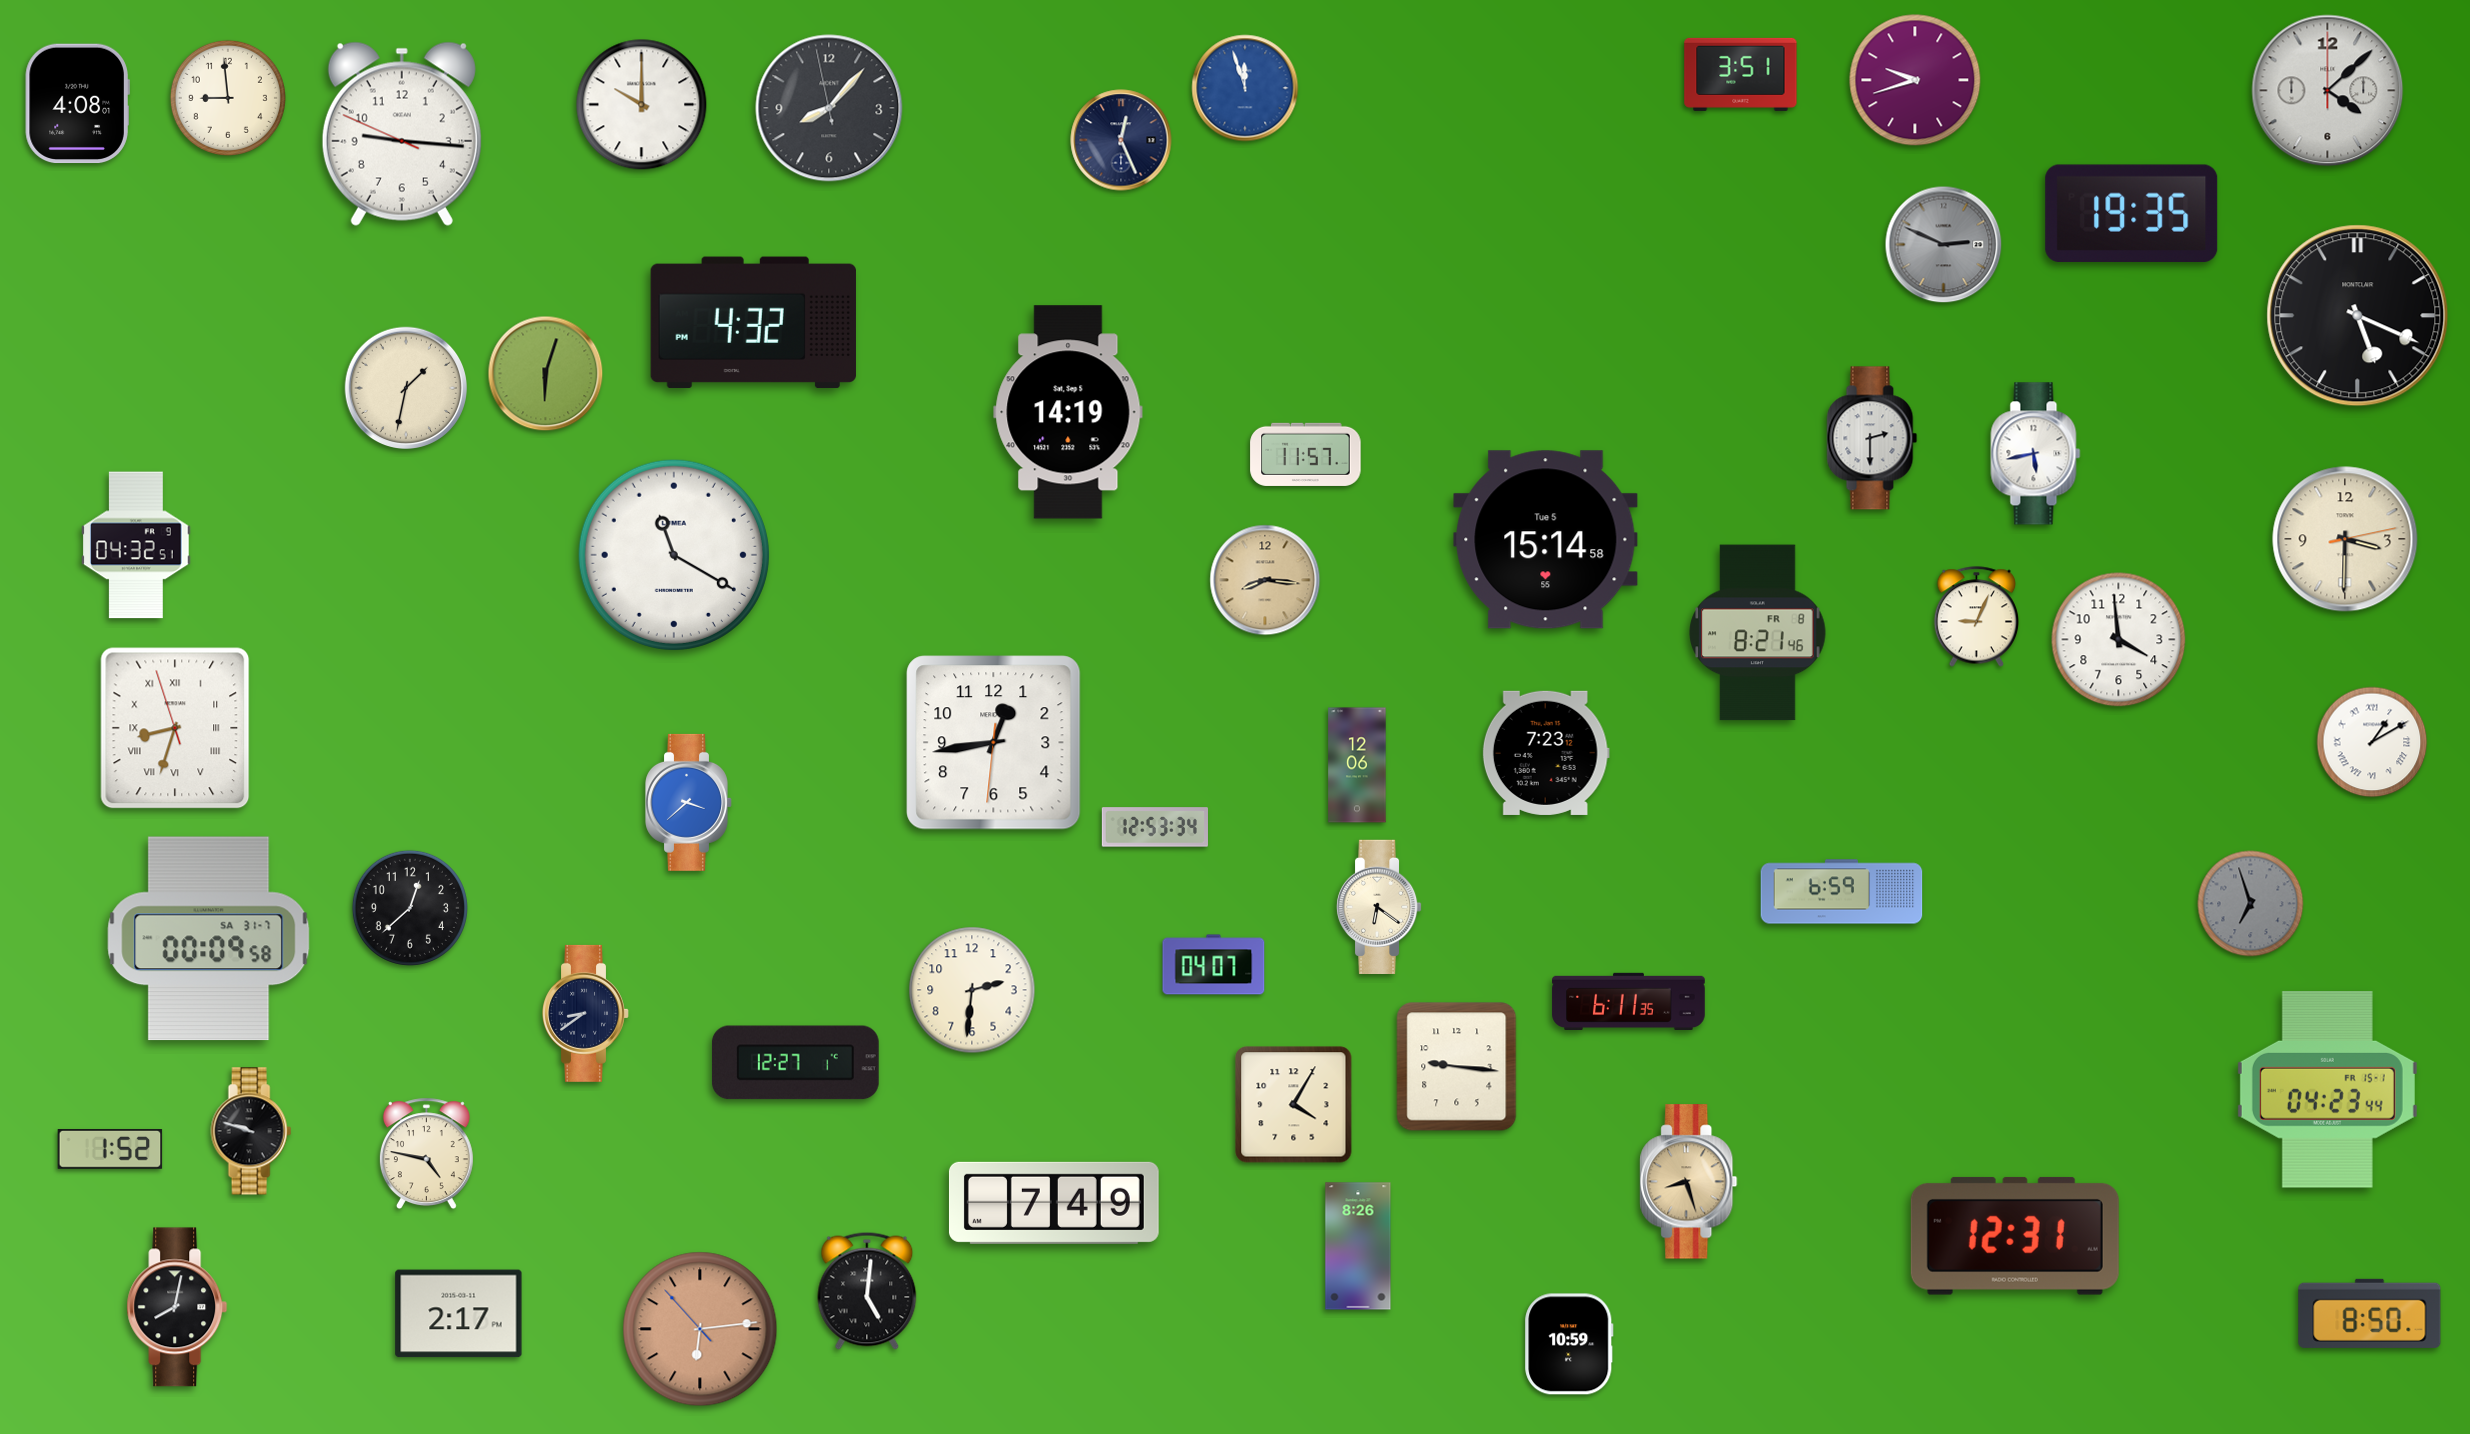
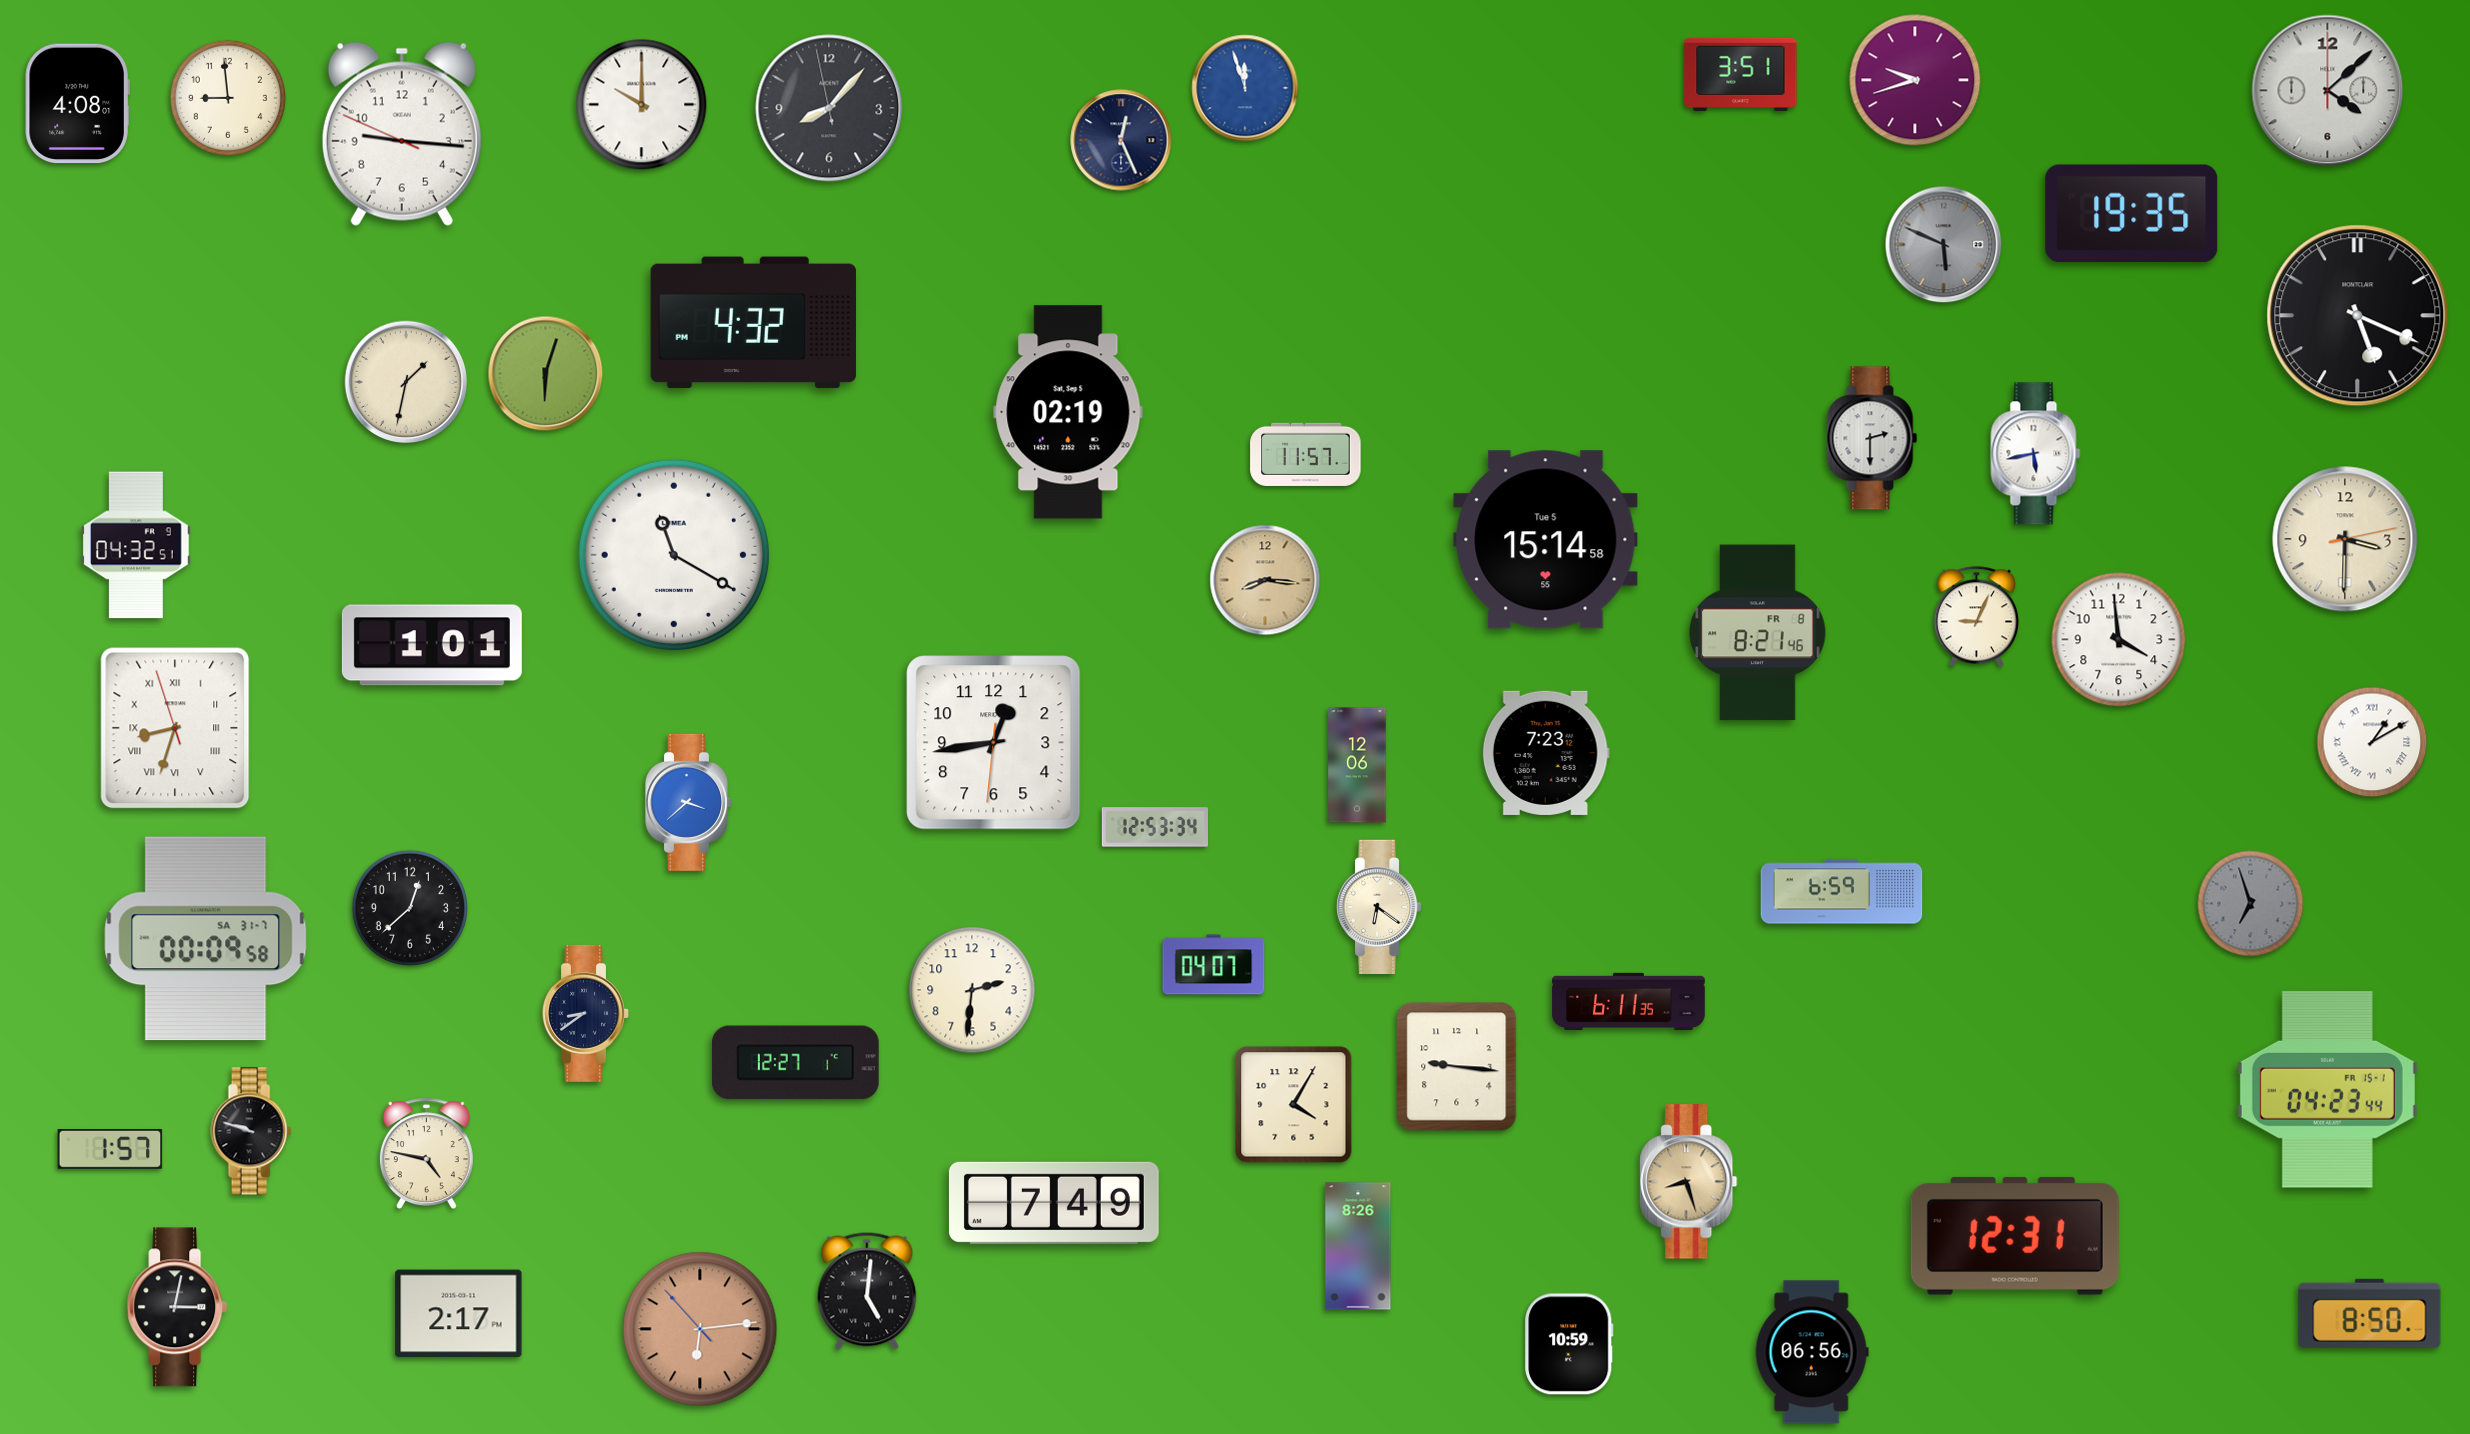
clock at (1944, 245): 2:49 -> 5:49
clock at (406, 388) position: (406, 388) -> (406, 382)
clock at (1068, 412): 14:19 -> 02:19
clock at (432, 645): none -> 1:01
clock at (209, 939) position: (209, 939) -> (206, 939)
clock at (110, 1150): 1:52 -> 1:57
clock at (177, 1307): 8:02 -> 3:02
clock at (1812, 1352): none -> 06:56
